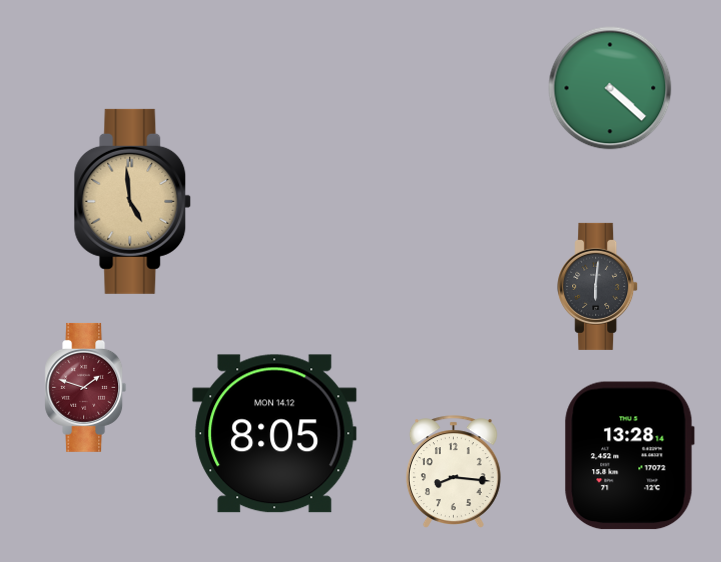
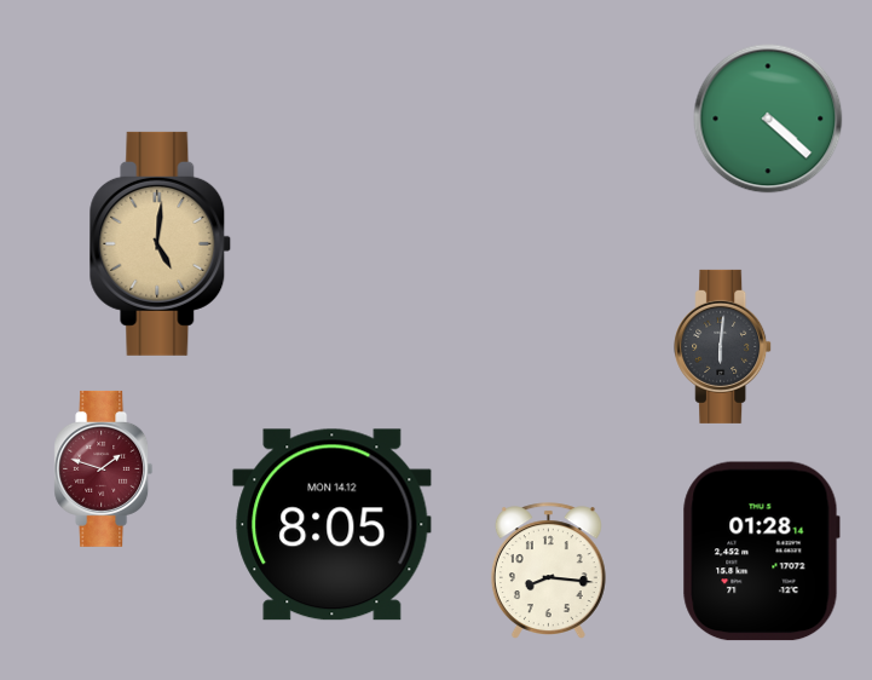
clock at (610, 88) position: (610, 88) -> (768, 119)
clock at (133, 201): 4:59 -> 5:01
clock at (629, 456): 13:28 -> 01:28
